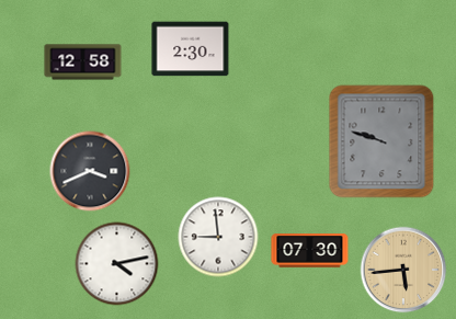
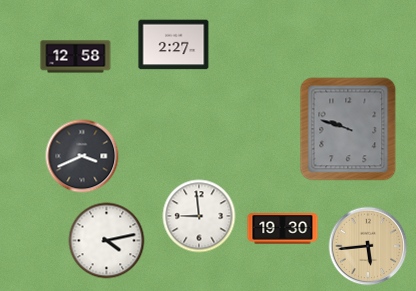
clock at (191, 49): 2:30 -> 2:27
clock at (310, 251): 07:30 -> 19:30
